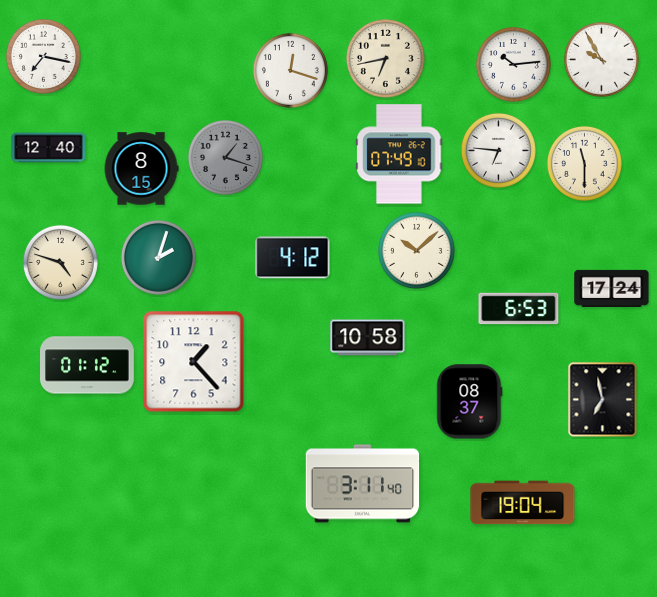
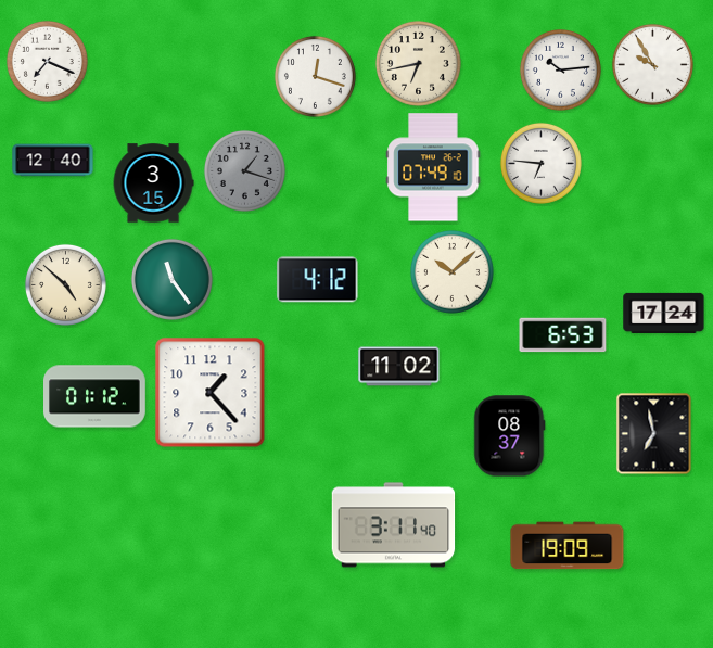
clock at (43, 56): 7:17 -> 7:19
clock at (513, 64) position: (513, 64) -> (560, 69)
clock at (584, 163): 11:30 -> none
clock at (141, 169): 8:15 -> 3:15
clock at (158, 257): 2:03 -> 11:24
clock at (60, 262): 4:48 -> 4:52
clock at (368, 338): 10:58 -> 11:02
clock at (523, 503): 19:04 -> 19:09
